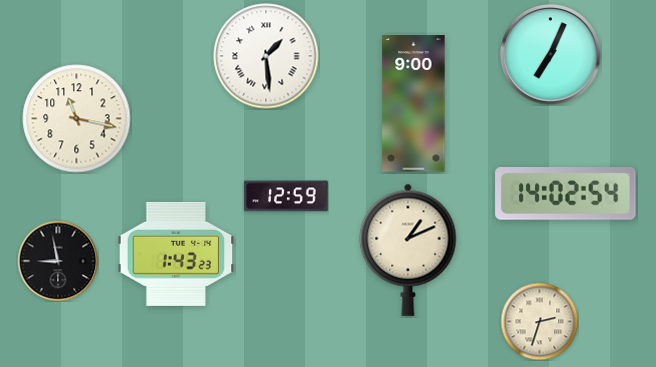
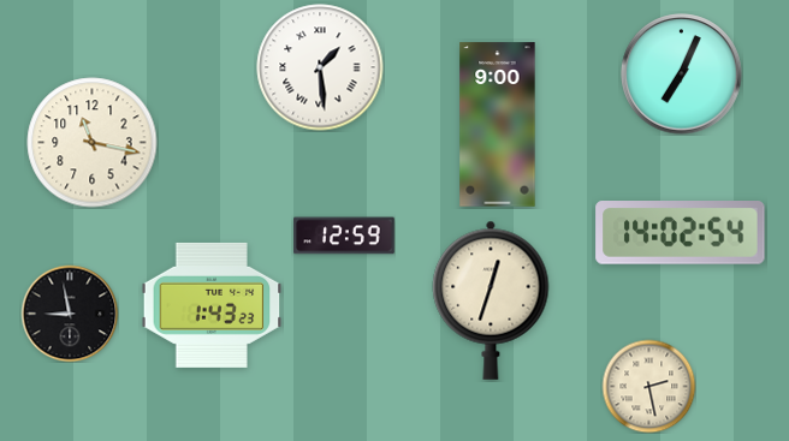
clock at (551, 55) position: (551, 55) -> (682, 75)
clock at (408, 250): 1:11 -> 12:33
clock at (539, 321): 2:33 -> 2:28
